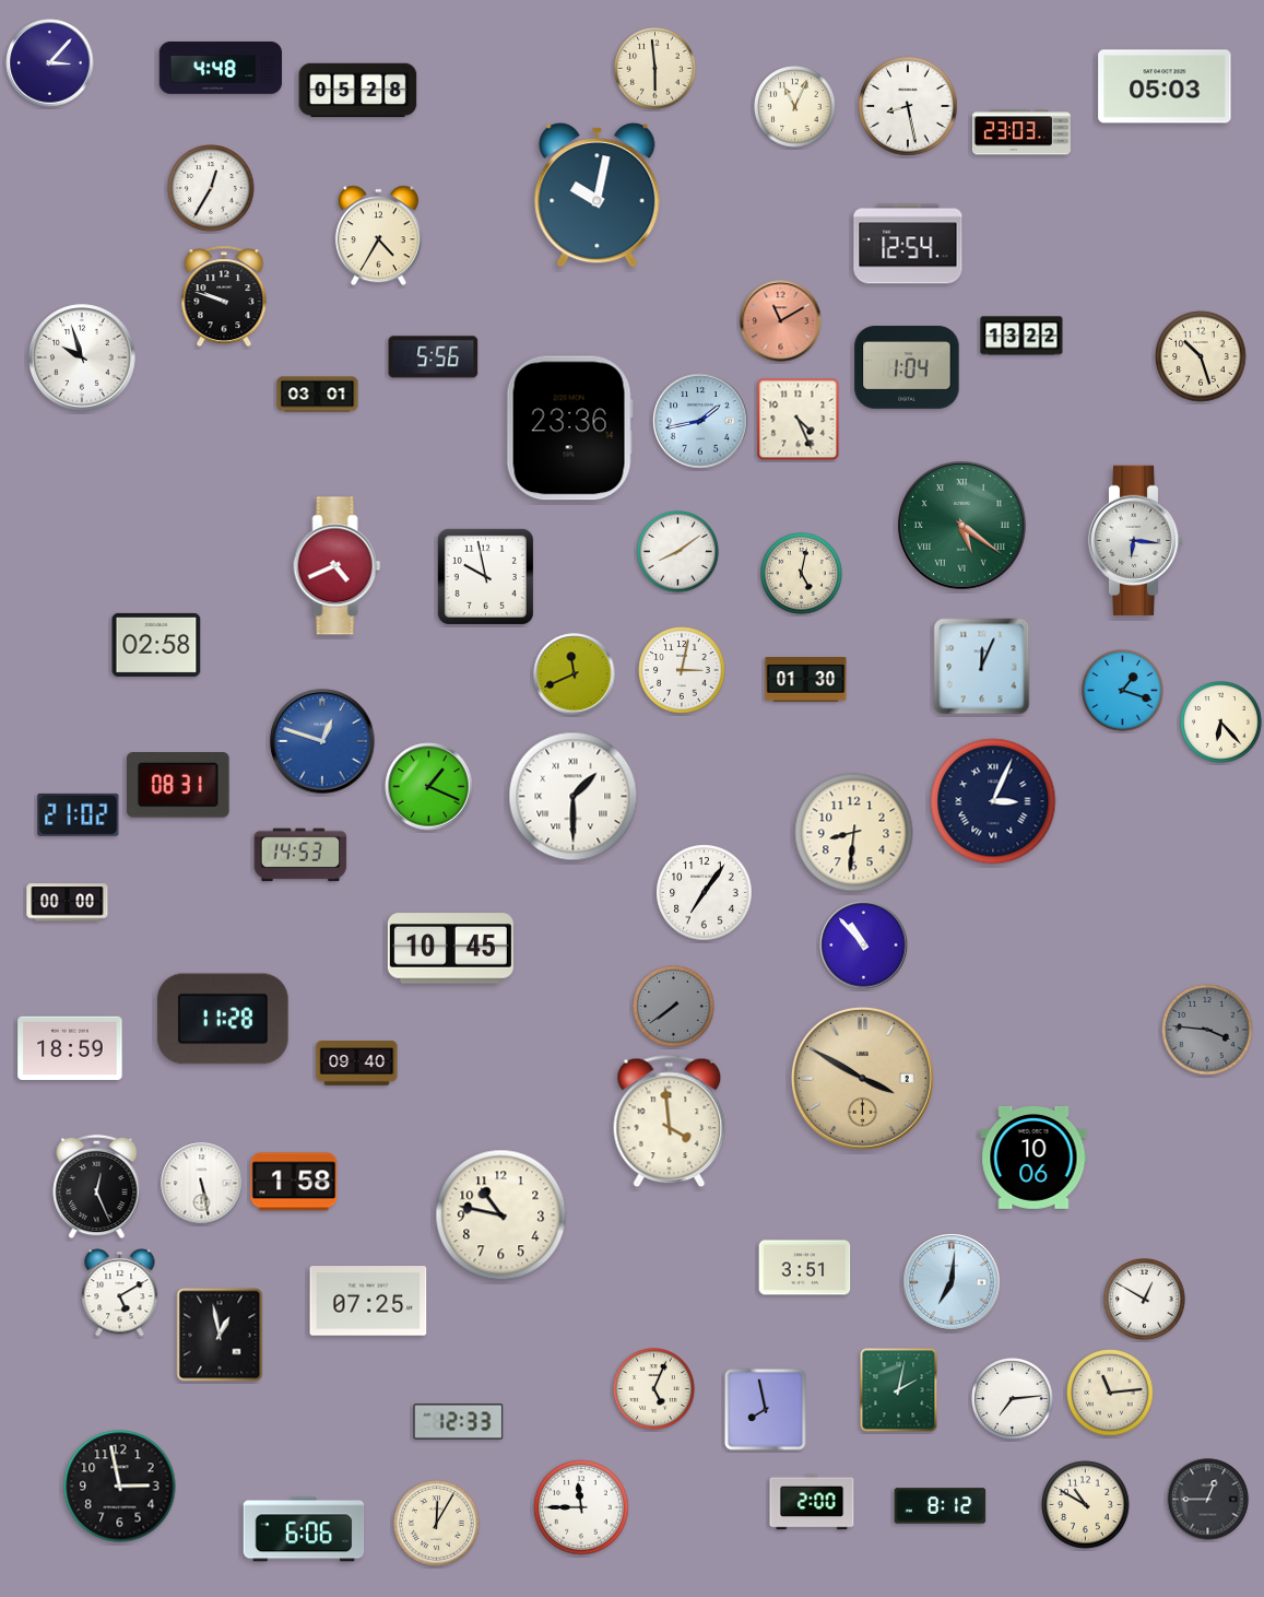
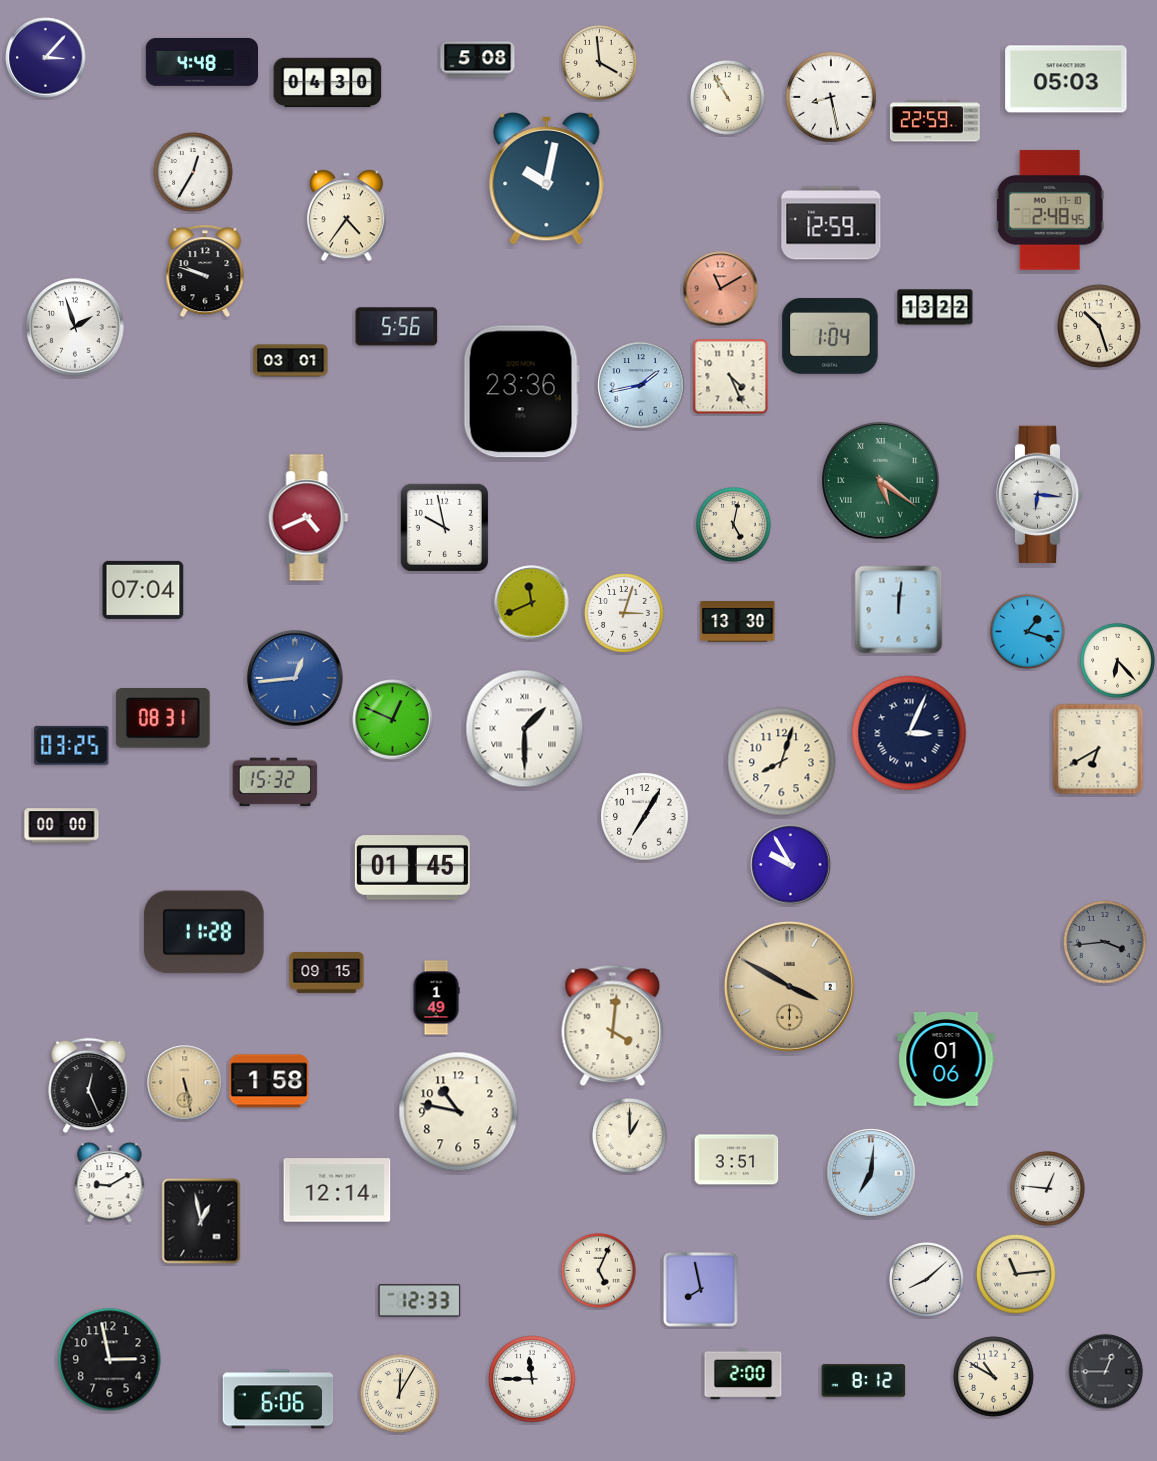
clock at (478, 60): none -> 5:08
clock at (655, 69): 5:59 -> 3:59
clock at (358, 91): 05:28 -> 04:30
clock at (795, 107): 11:04 -> 10:55
clock at (1021, 132): 23:03 -> 22:59
clock at (1050, 210): none -> 2:48
clock at (378, 236): 4:35 -> 4:36
clock at (908, 244): 12:54 -> 12:59
clock at (781, 321) position: (781, 321) -> (721, 289)
clock at (82, 357): 9:57 -> 1:57
clock at (799, 420) position: (799, 420) -> (731, 377)
clock at (678, 552): 8:09 -> none
clock at (156, 645): 02:58 -> 07:04
clock at (982, 667): 12:04 -> 12:01
clock at (682, 670): 3:02 -> 3:03
clock at (575, 674) position: (575, 674) -> (532, 603)
clock at (806, 680): 01:30 -> 13:30
clock at (322, 741): 12:48 -> 12:44
clock at (429, 787): 1:19 -> 12:49
clock at (79, 814): 21:02 -> 03:25
clock at (1098, 749): none -> 6:40
clock at (854, 833): 8:31 -> 8:03
clock at (300, 855): 14:53 -> 15:32
clock at (705, 893): 7:06 -> 7:05
clock at (864, 946): 10:53 -> 9:55
clock at (450, 949): 10:45 -> 01:45
clock at (674, 1007): 7:39 -> none
clock at (1207, 1030): 3:46 -> 3:44
clock at (70, 1048): 18:59 -> none
clock at (357, 1064): 09:40 -> 09:15
clock at (436, 998): none -> 1:49
clock at (670, 1122): 3:59 -> 4:01
clock at (1033, 1158): 10:06 -> 01:06
clock at (202, 1184) dial: white -> champagne
clock at (630, 1136): none -> 1:00
clock at (120, 1293): 5:10 -> 9:10
clock at (1145, 1300): 12:50 -> 12:46
clock at (368, 1301): 07:25 -> 12:14
clock at (899, 1390): 2:02 -> none
clock at (1013, 1399): 7:14 -> 8:08
clock at (941, 1506) position: (941, 1506) -> (864, 1381)
